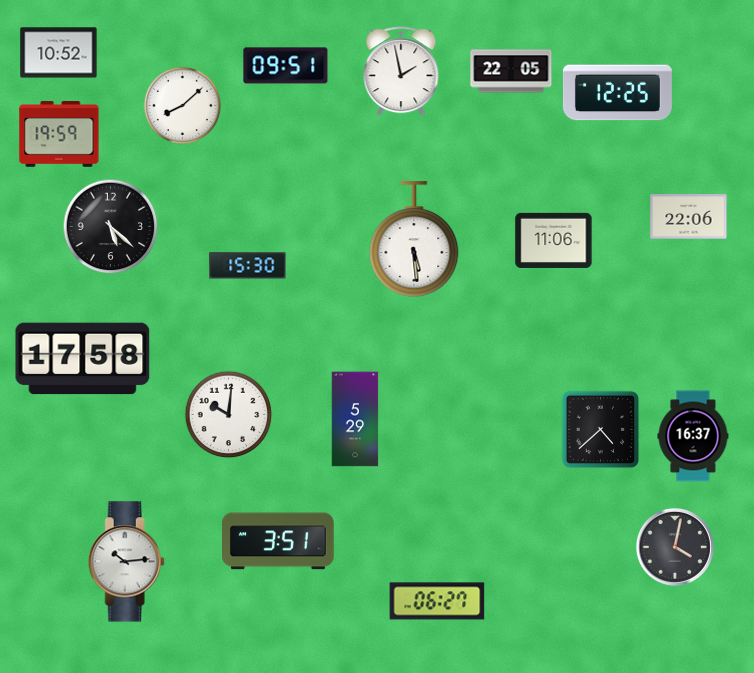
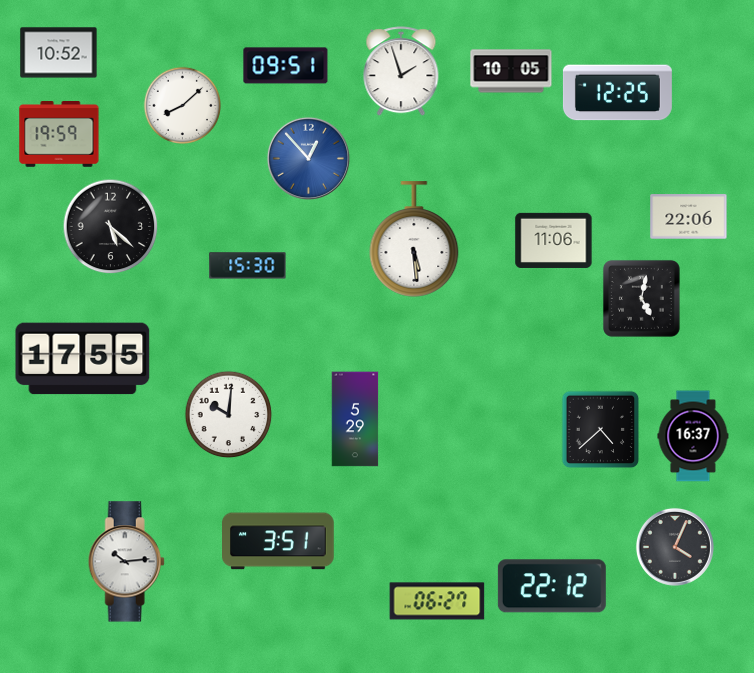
clock at (401, 71): 1:58 -> 1:57
clock at (511, 71): 22:05 -> 10:05
clock at (308, 158): none -> 12:53
clock at (641, 298): none -> 5:02
clock at (83, 359): 17:58 -> 17:55
clock at (675, 547): 4:02 -> 4:04
clock at (552, 586): none -> 22:12
